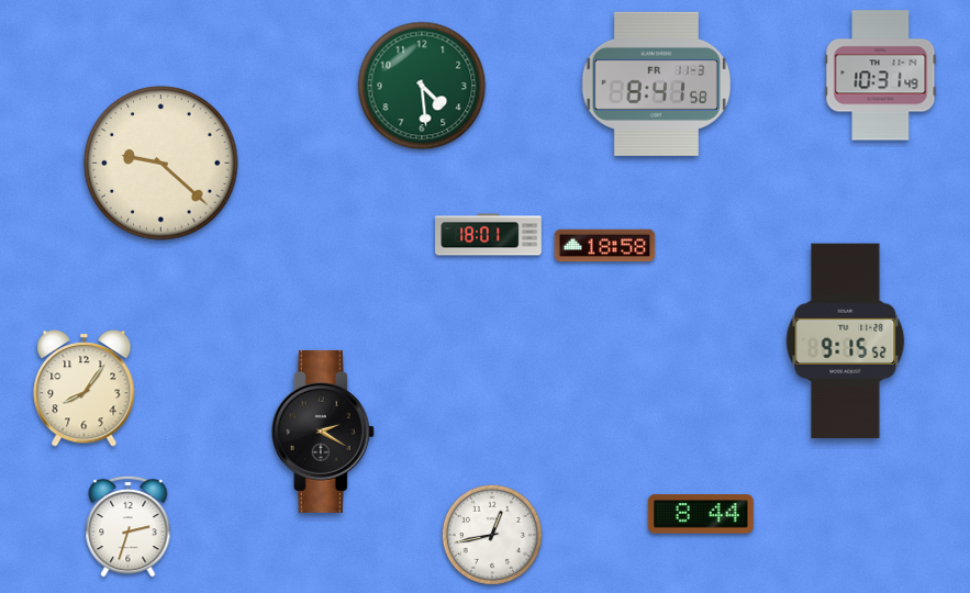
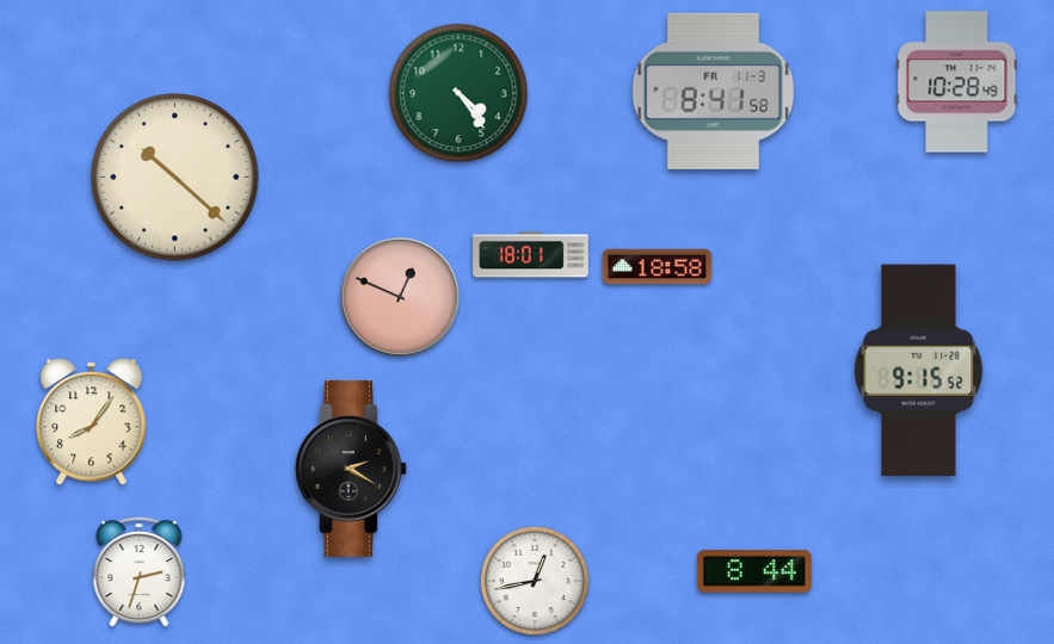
clock at (881, 76): 10:31 -> 10:28
clock at (422, 86): 4:29 -> 4:24
clock at (161, 164): 9:22 -> 10:22
clock at (400, 297): none -> 12:49
clock at (701, 514) position: (701, 514) -> (754, 571)
